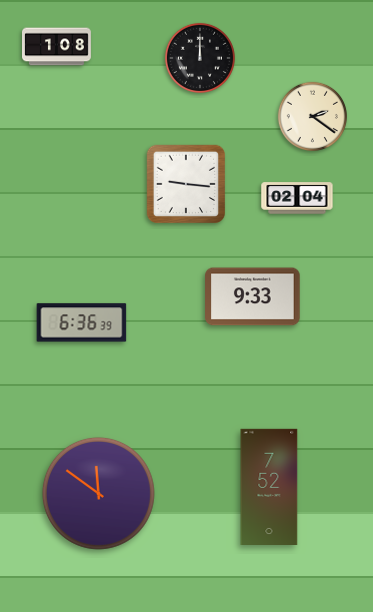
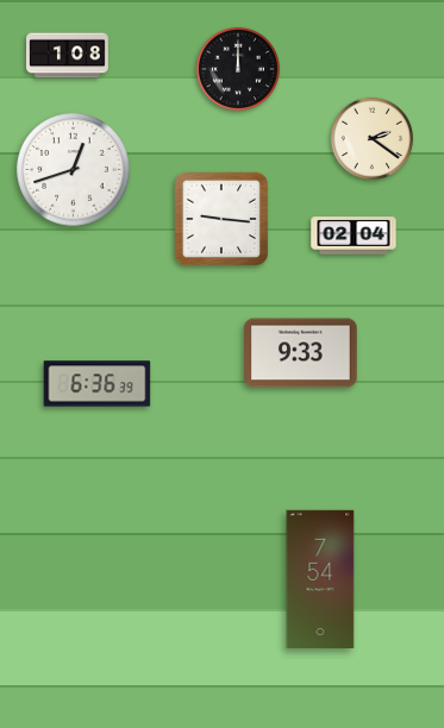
clock at (74, 170): none -> 12:42
clock at (269, 486): 7:52 -> 7:54
clock at (98, 493): 11:51 -> none
